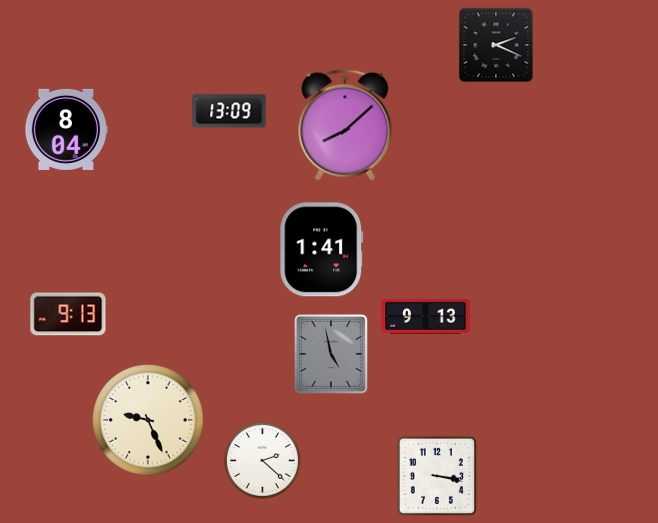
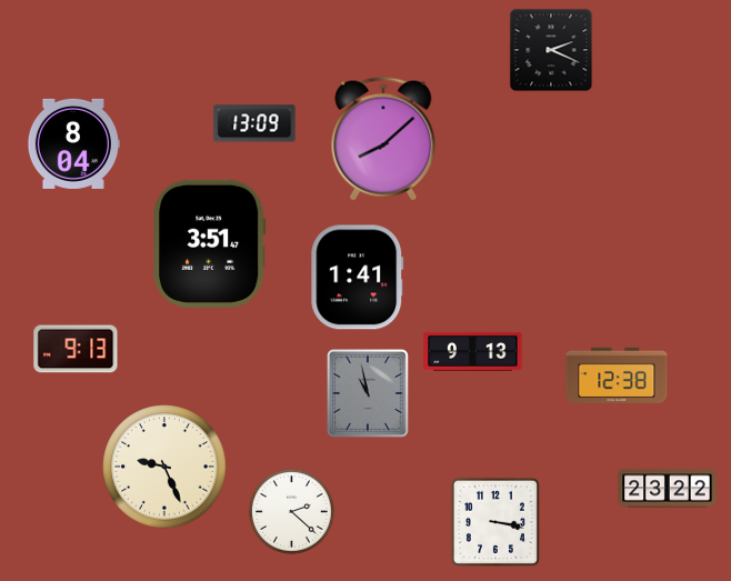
clock at (210, 243): none -> 3:51
clock at (617, 375): none -> 12:38
clock at (331, 354): 4:58 -> 10:58
clock at (668, 489): none -> 23:22
clock at (437, 476) position: (437, 476) -> (495, 522)
